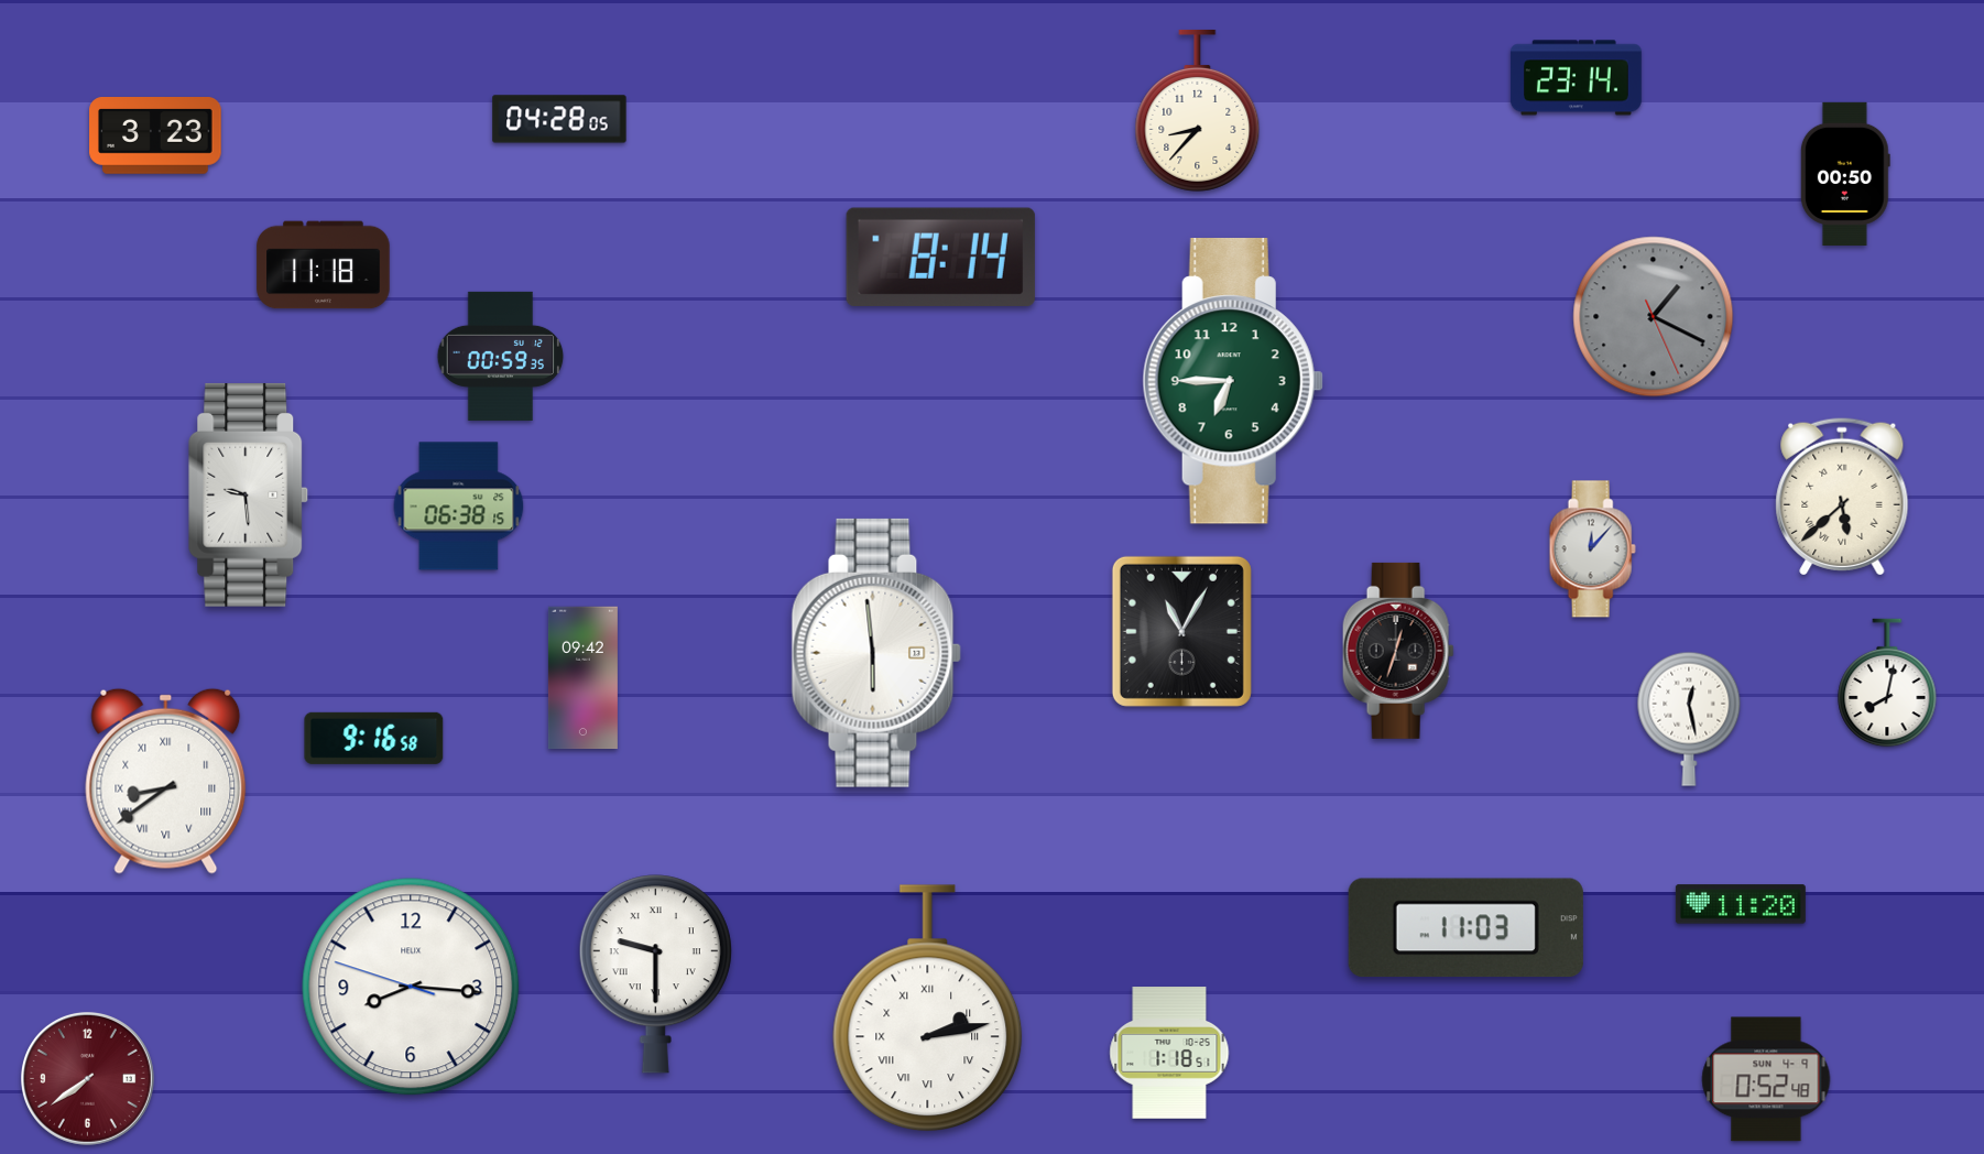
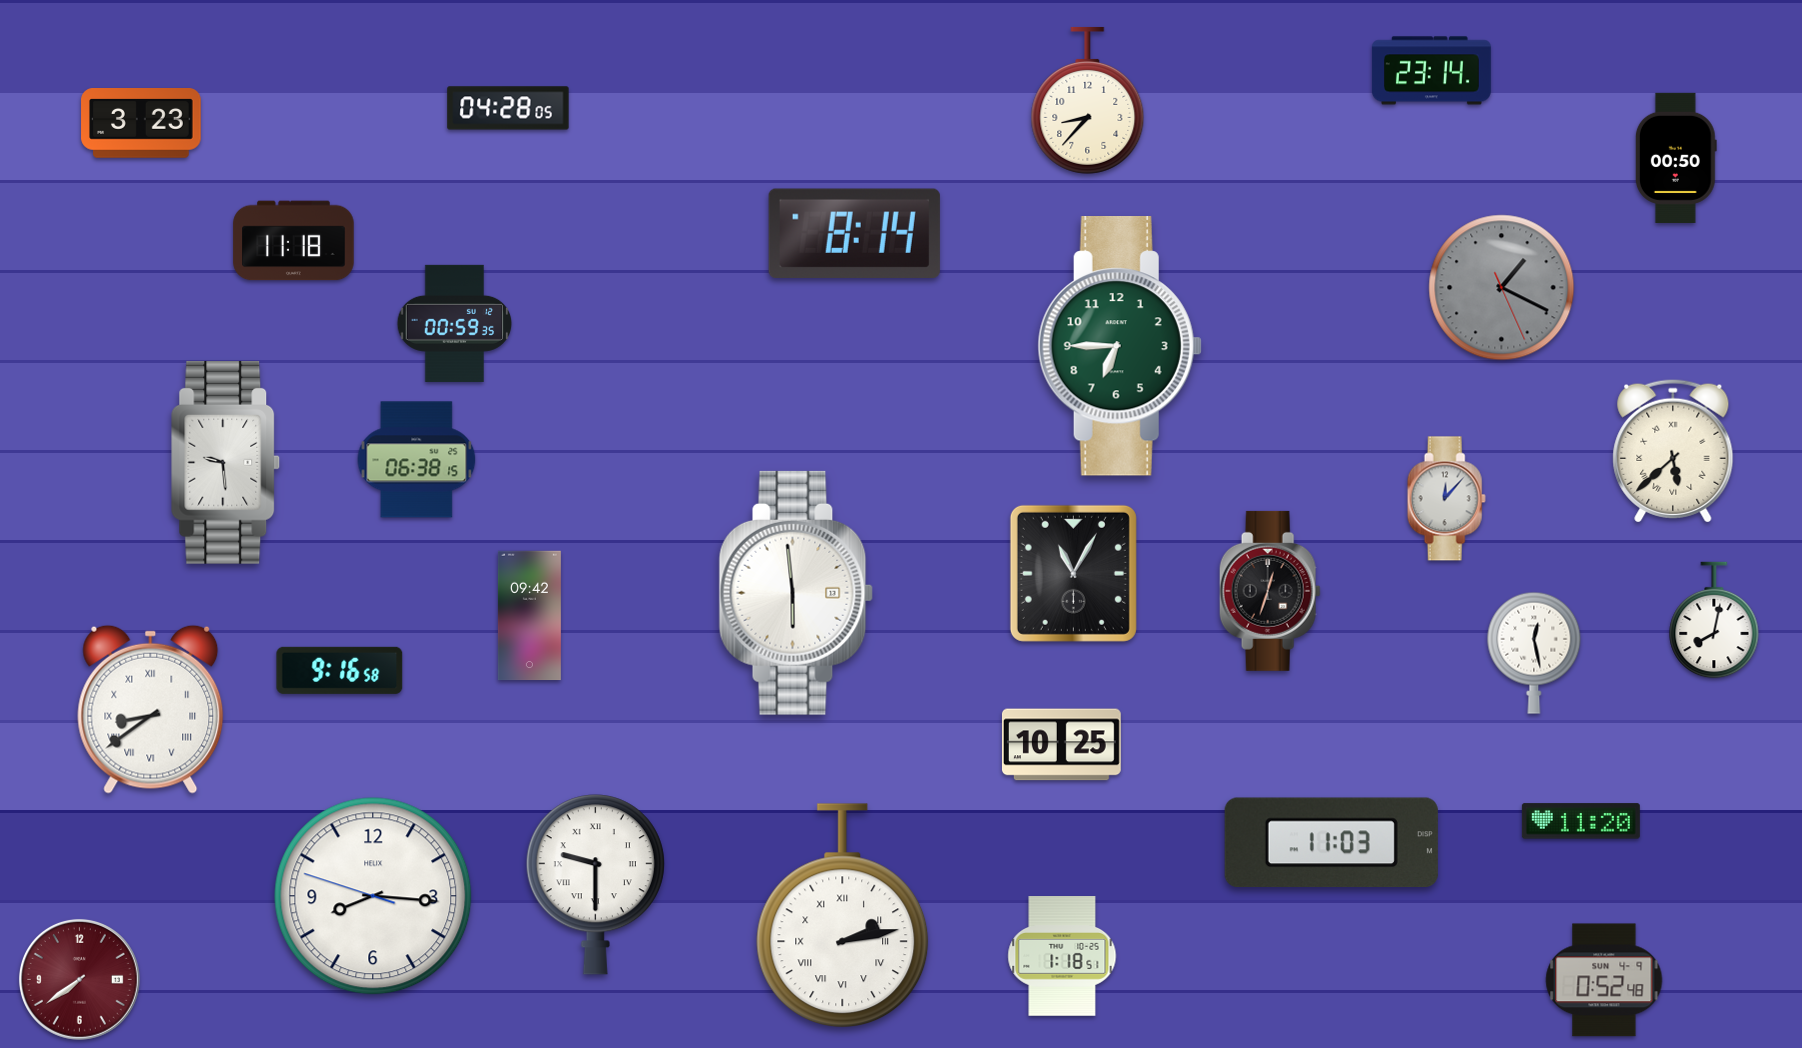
clock at (249, 494) position: (249, 494) -> (226, 462)
clock at (1061, 745): none -> 10:25
